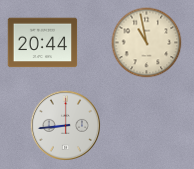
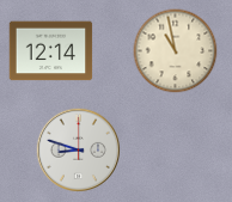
clock at (43, 43): 20:44 -> 12:14
clock at (65, 125): 8:44 -> 8:48
